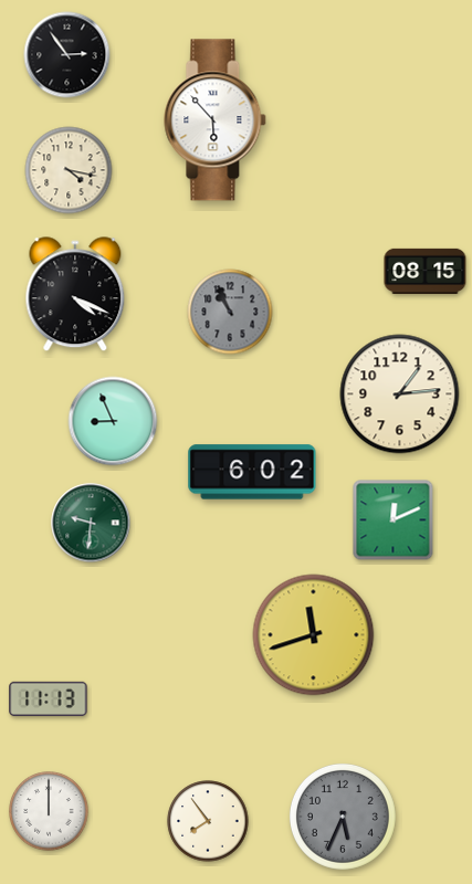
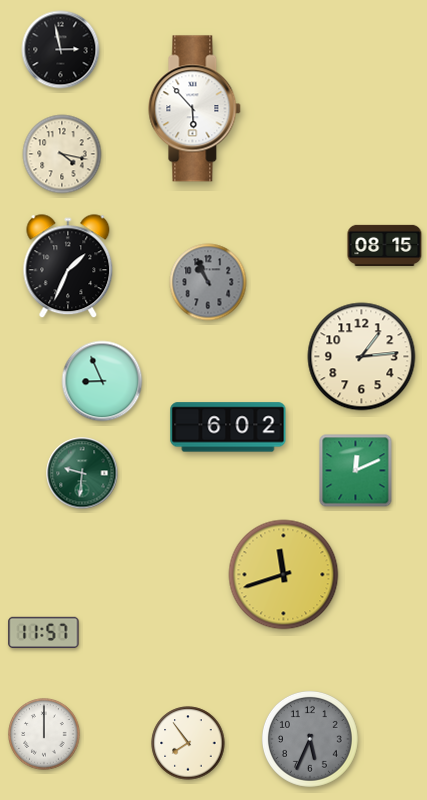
clock at (67, 55): 2:54 -> 2:58
clock at (75, 295): 4:19 -> 1:34
clock at (49, 699): 11:13 -> 11:57
